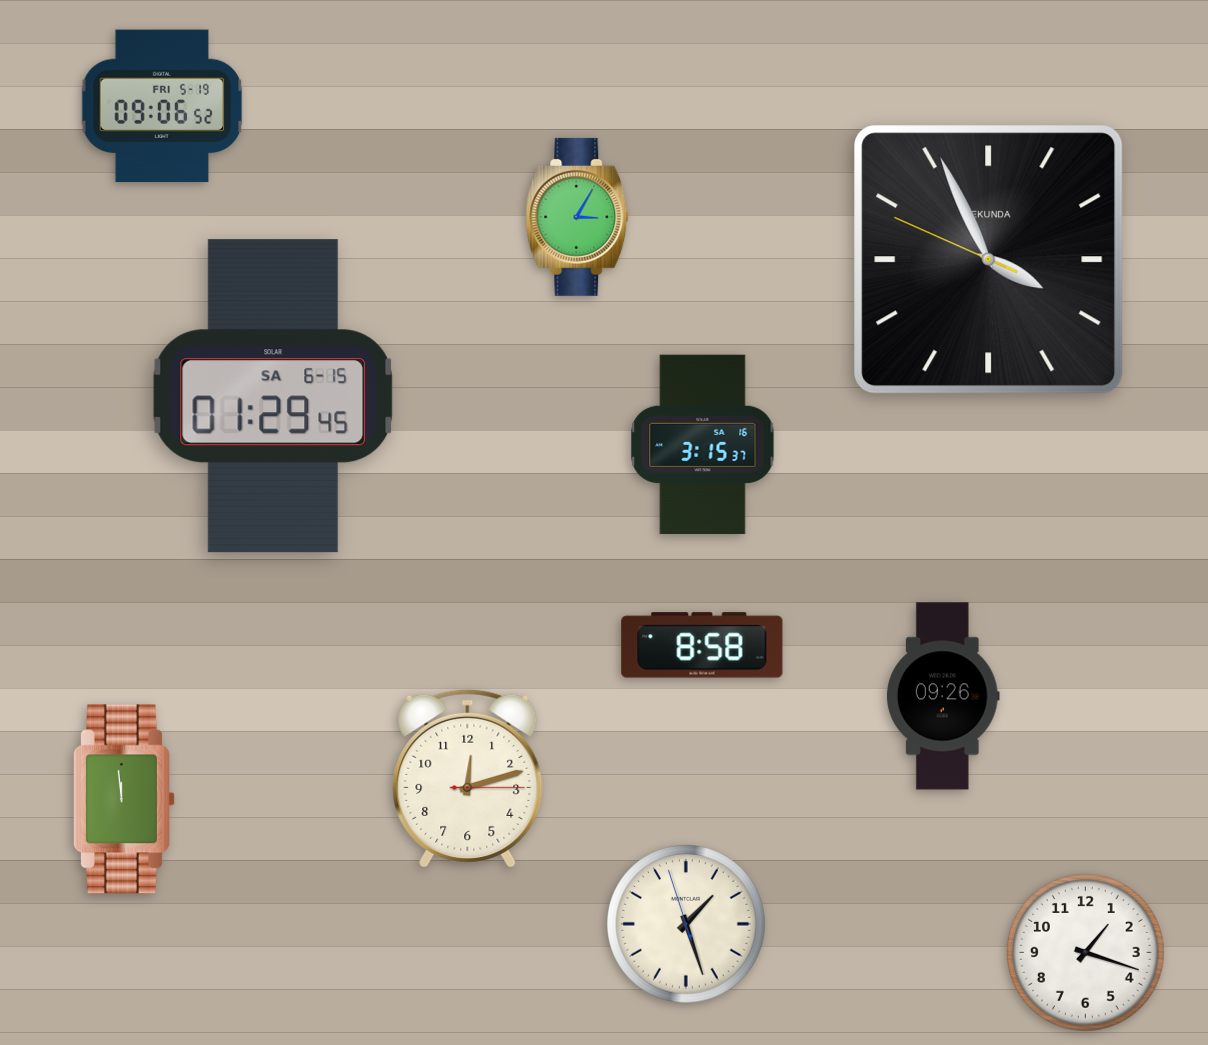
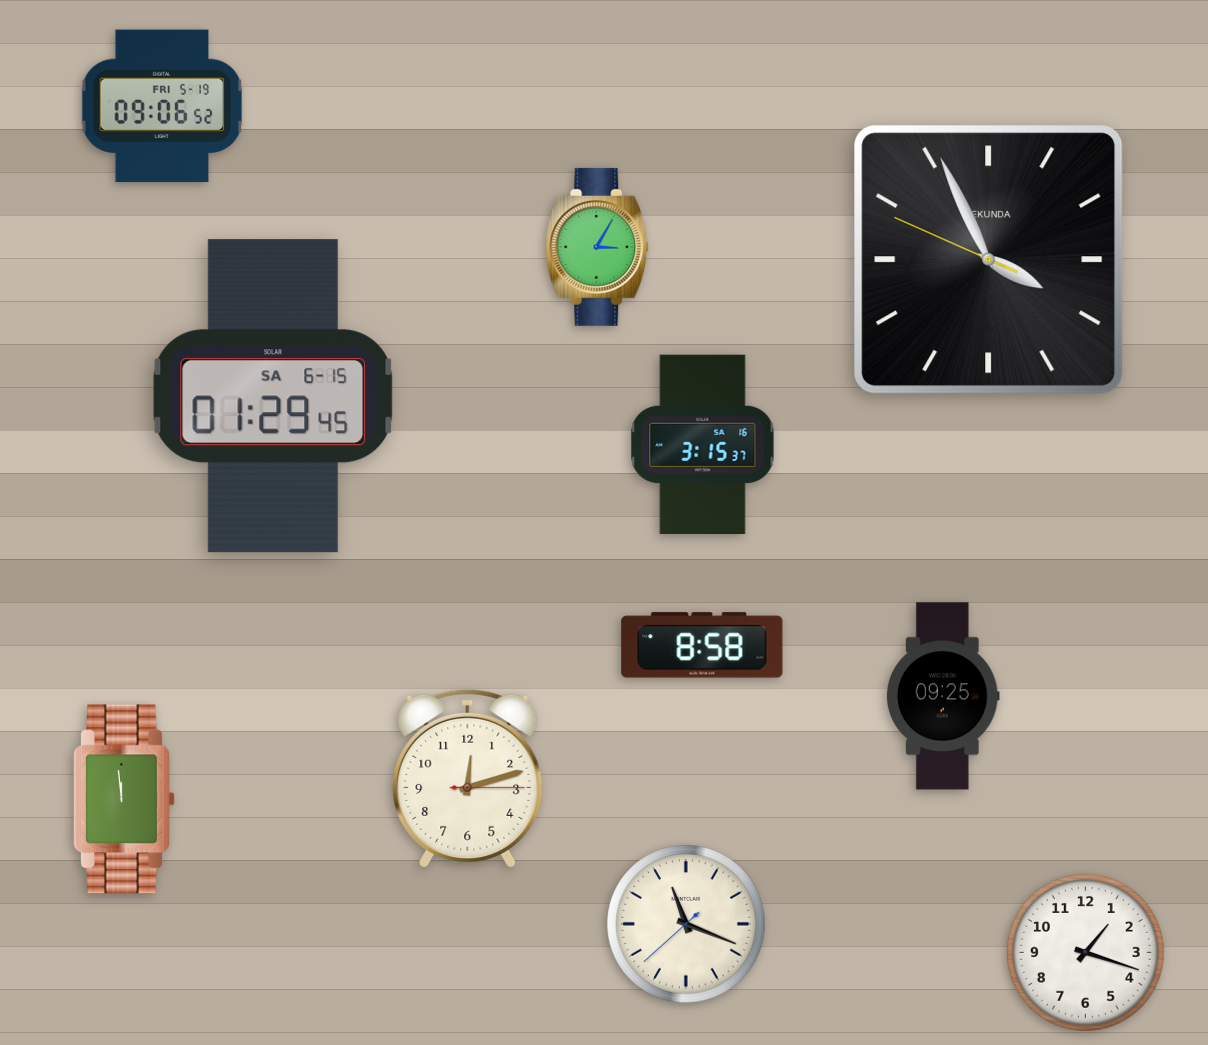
clock at (577, 217) position: (577, 217) -> (597, 247)
clock at (943, 696): 09:26 -> 09:25
clock at (686, 924): 1:26 -> 11:18
